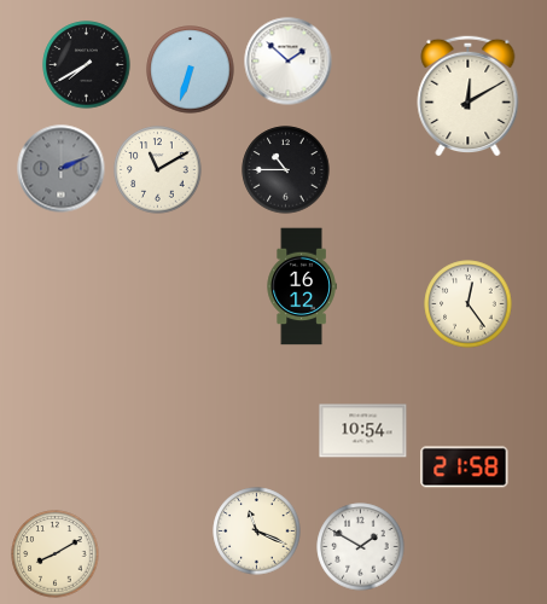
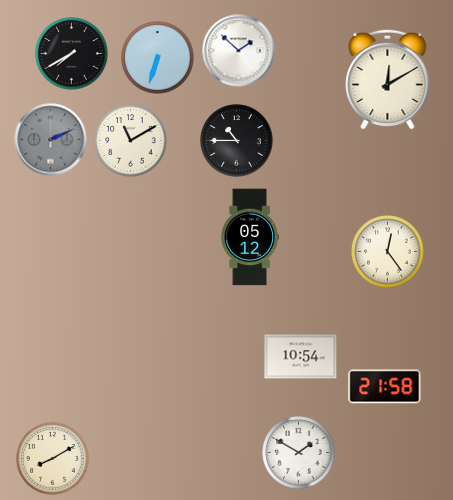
clock at (302, 286): 16:12 -> 05:12
clock at (257, 532): 11:19 -> none
clock at (56, 554) position: (56, 554) -> (53, 459)
